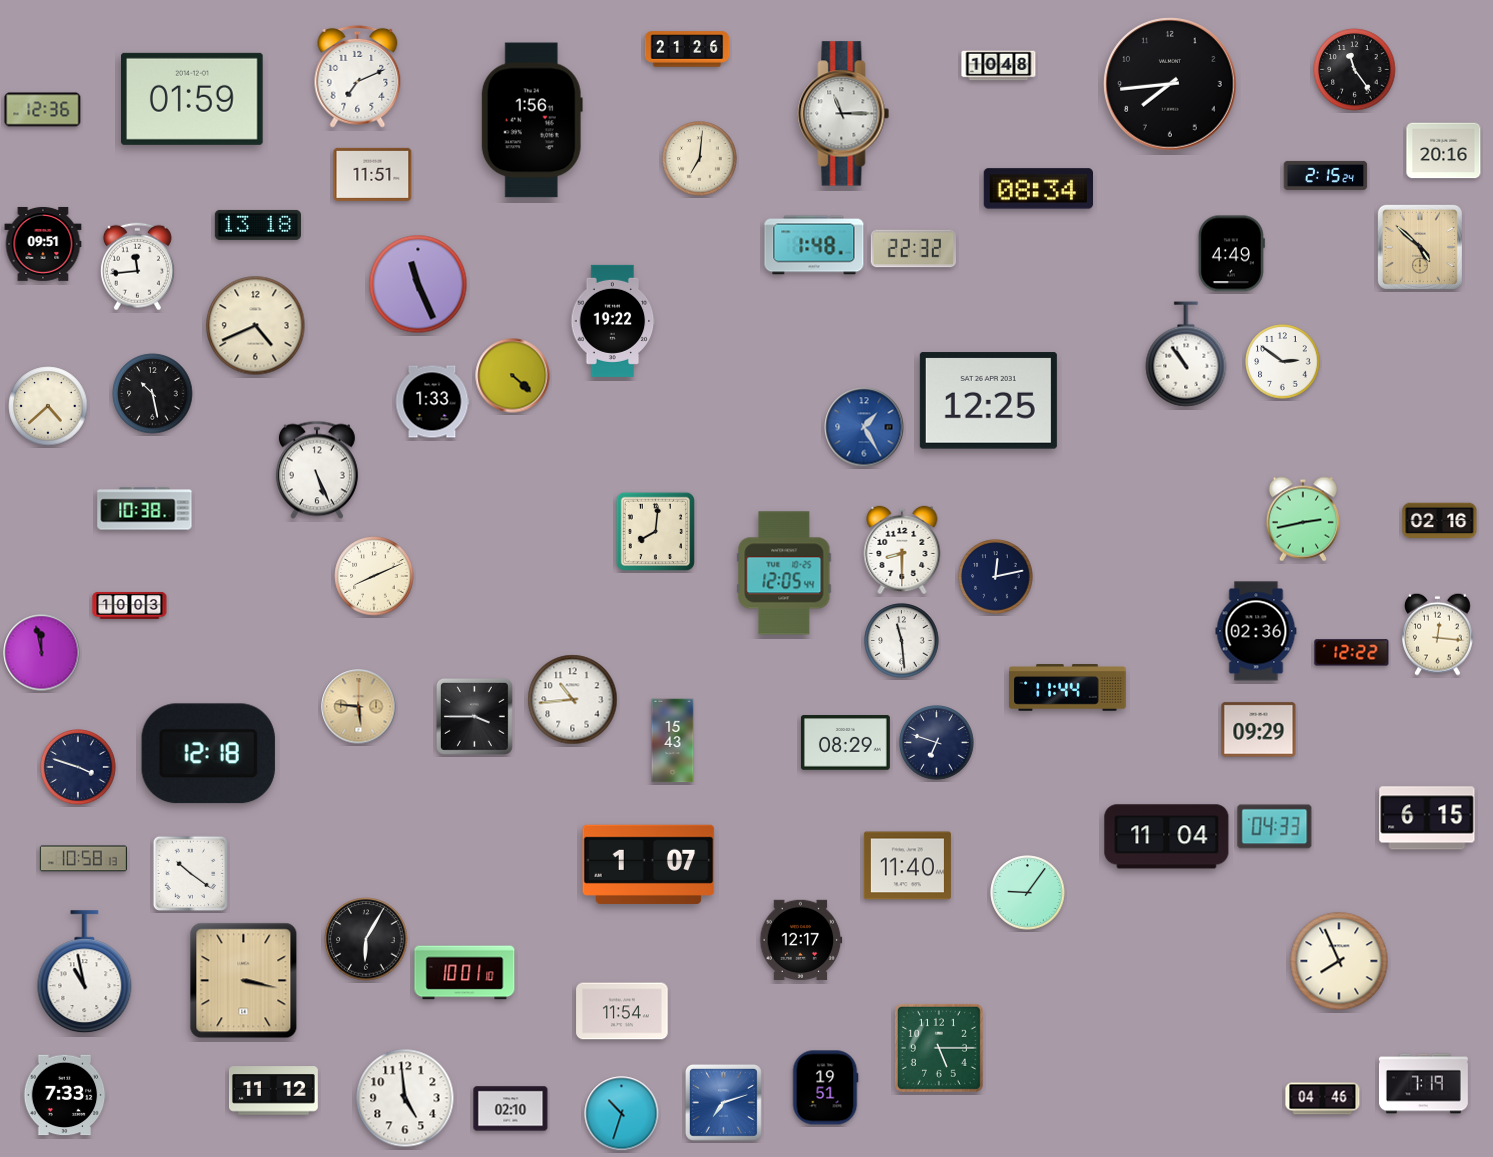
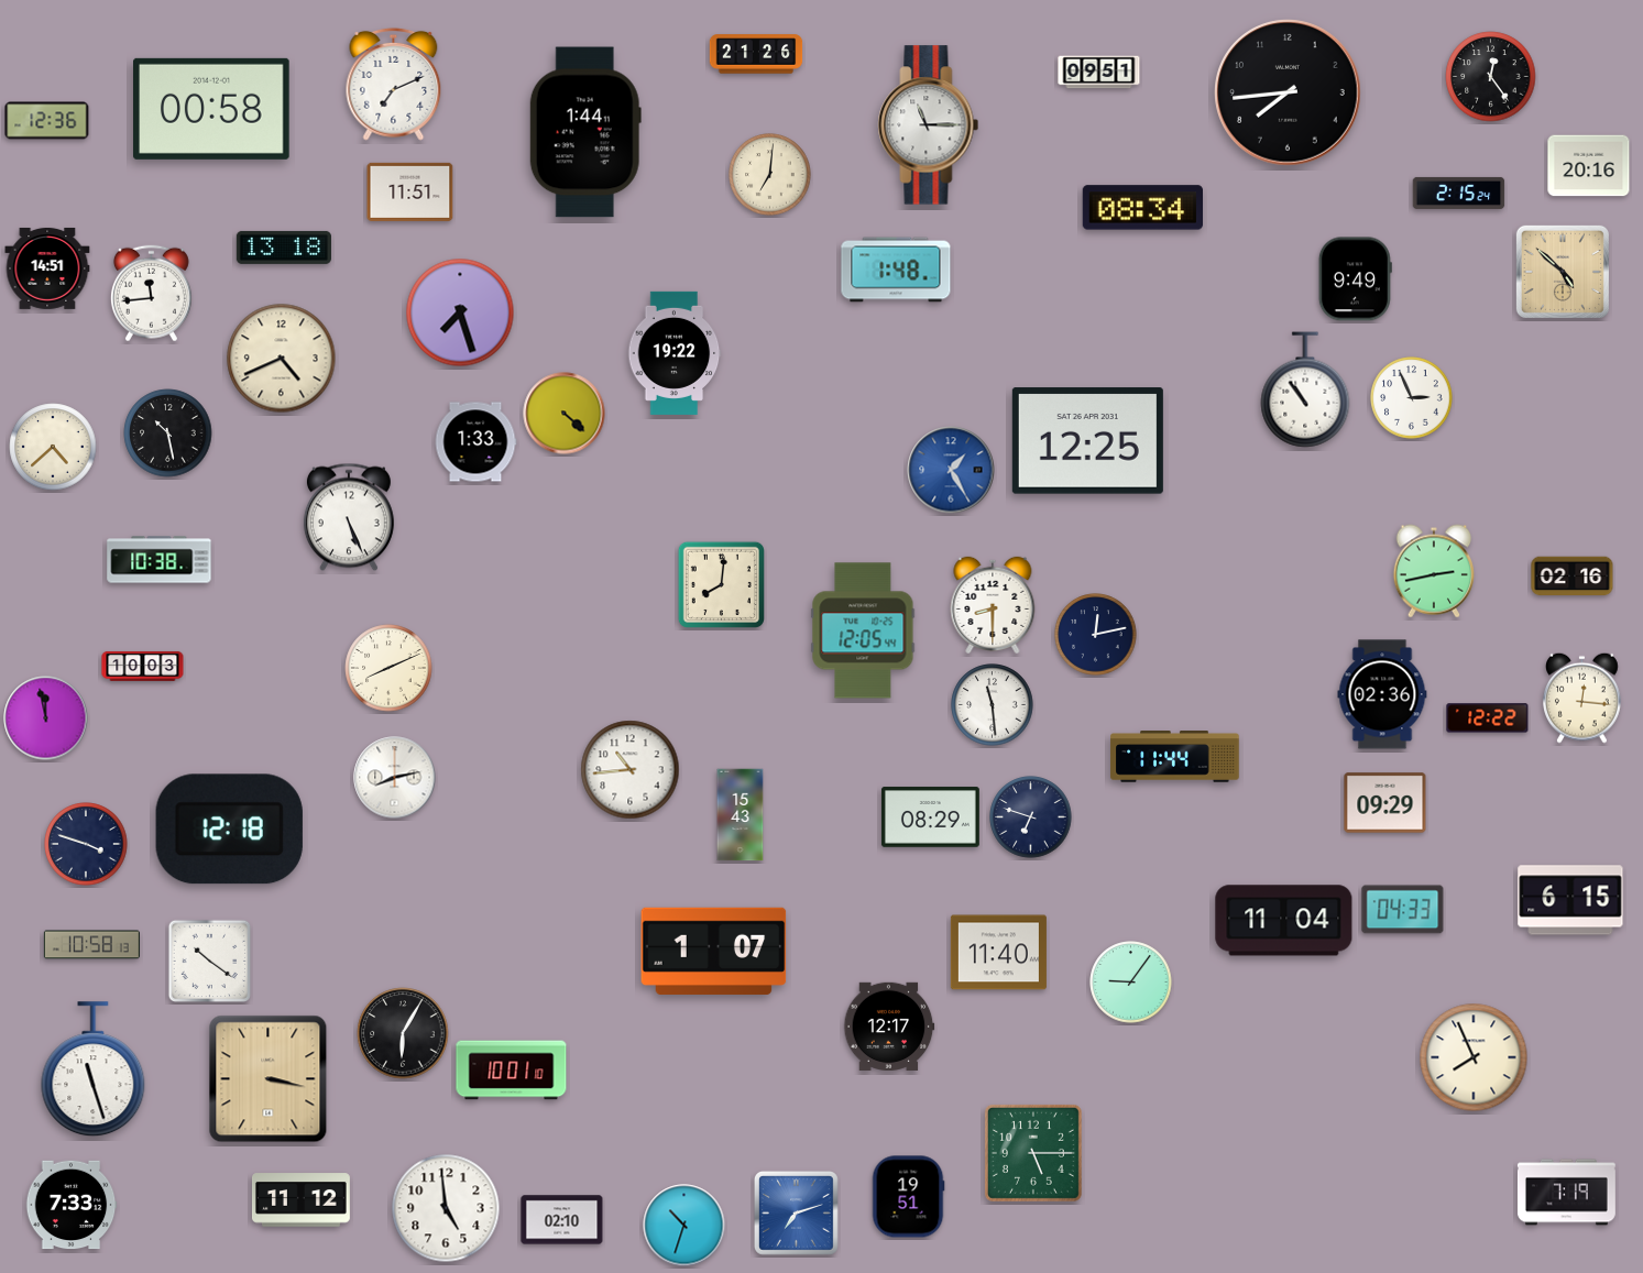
clock at (999, 66): 10:48 -> 09:51
clock at (1355, 70): 11:24 -> 12:24
clock at (193, 99): 01:59 -> 00:58
clock at (532, 120): 1:56 -> 1:44
clock at (43, 244): 09:51 -> 14:51
clock at (913, 249): 22:32 -> none
clock at (1231, 254): 4:49 -> 9:49
clock at (418, 284): 11:26 -> 7:27
clock at (1283, 362): 2:51 -> 2:56
clock at (1440, 521) position: (1440, 521) -> (1573, 577)
clock at (374, 576) position: (374, 576) -> (388, 668)
clock at (359, 707): 5:46 -> 8:13
clock at (359, 707) dial: champagne -> white
clock at (474, 716): 3:45 -> none
clock at (801, 940) position: (801, 940) -> (889, 1027)
clock at (85, 972): 10:58 -> 11:27
clock at (622, 1011): 11:54 -> none
clock at (1323, 1099): 04:46 -> none
